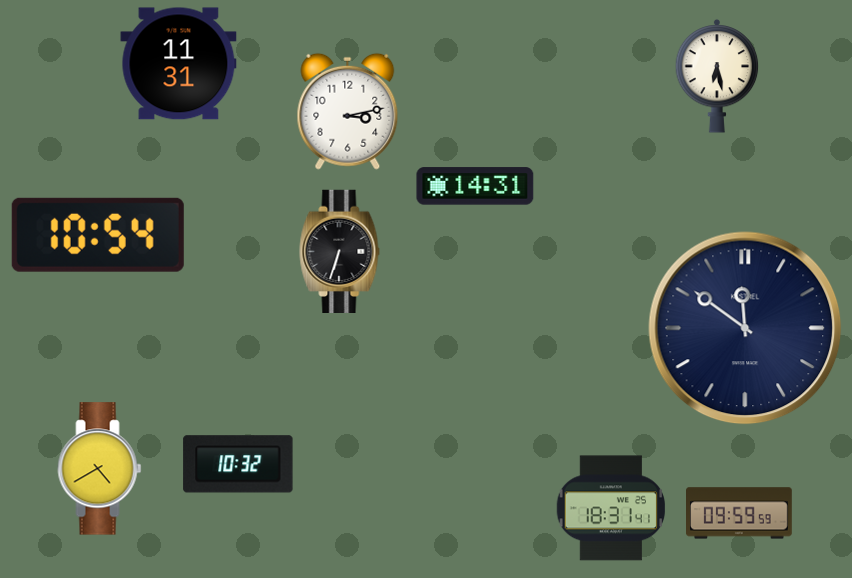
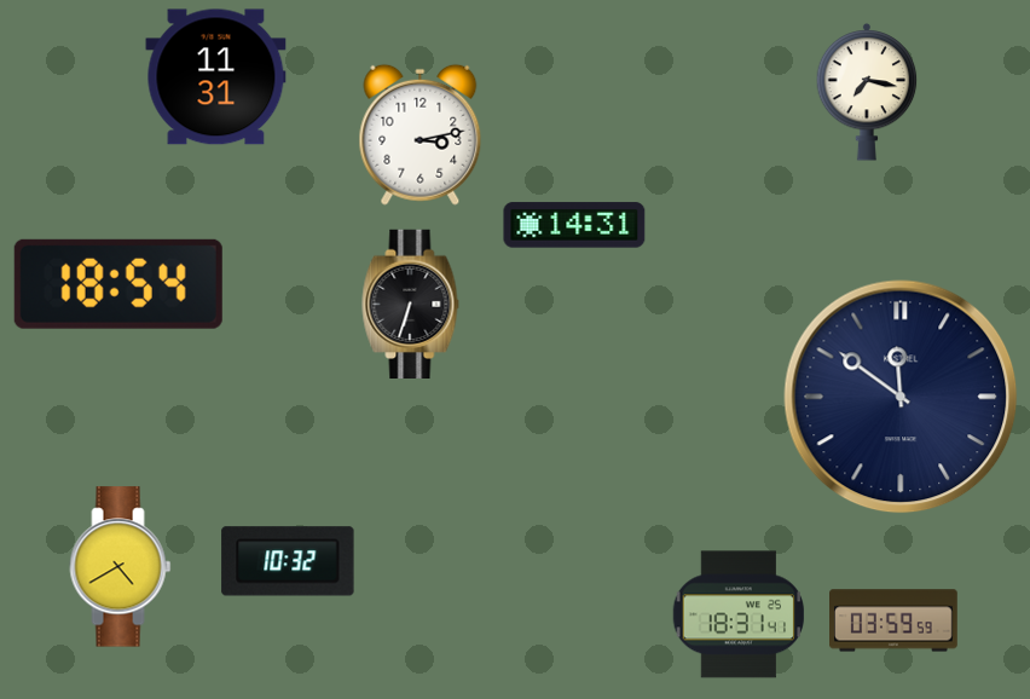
clock at (717, 76): 6:28 -> 7:17
clock at (98, 235): 10:54 -> 18:54
clock at (740, 513): 09:59 -> 03:59
